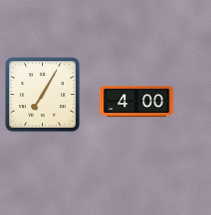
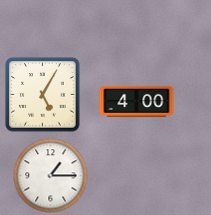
clock at (43, 95): 7:05 -> 5:05
clock at (51, 176): none -> 1:15
